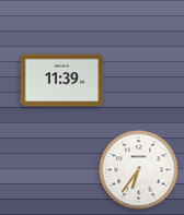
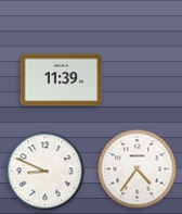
clock at (139, 170): 6:36 -> 4:36
clock at (45, 172): none -> 8:49
